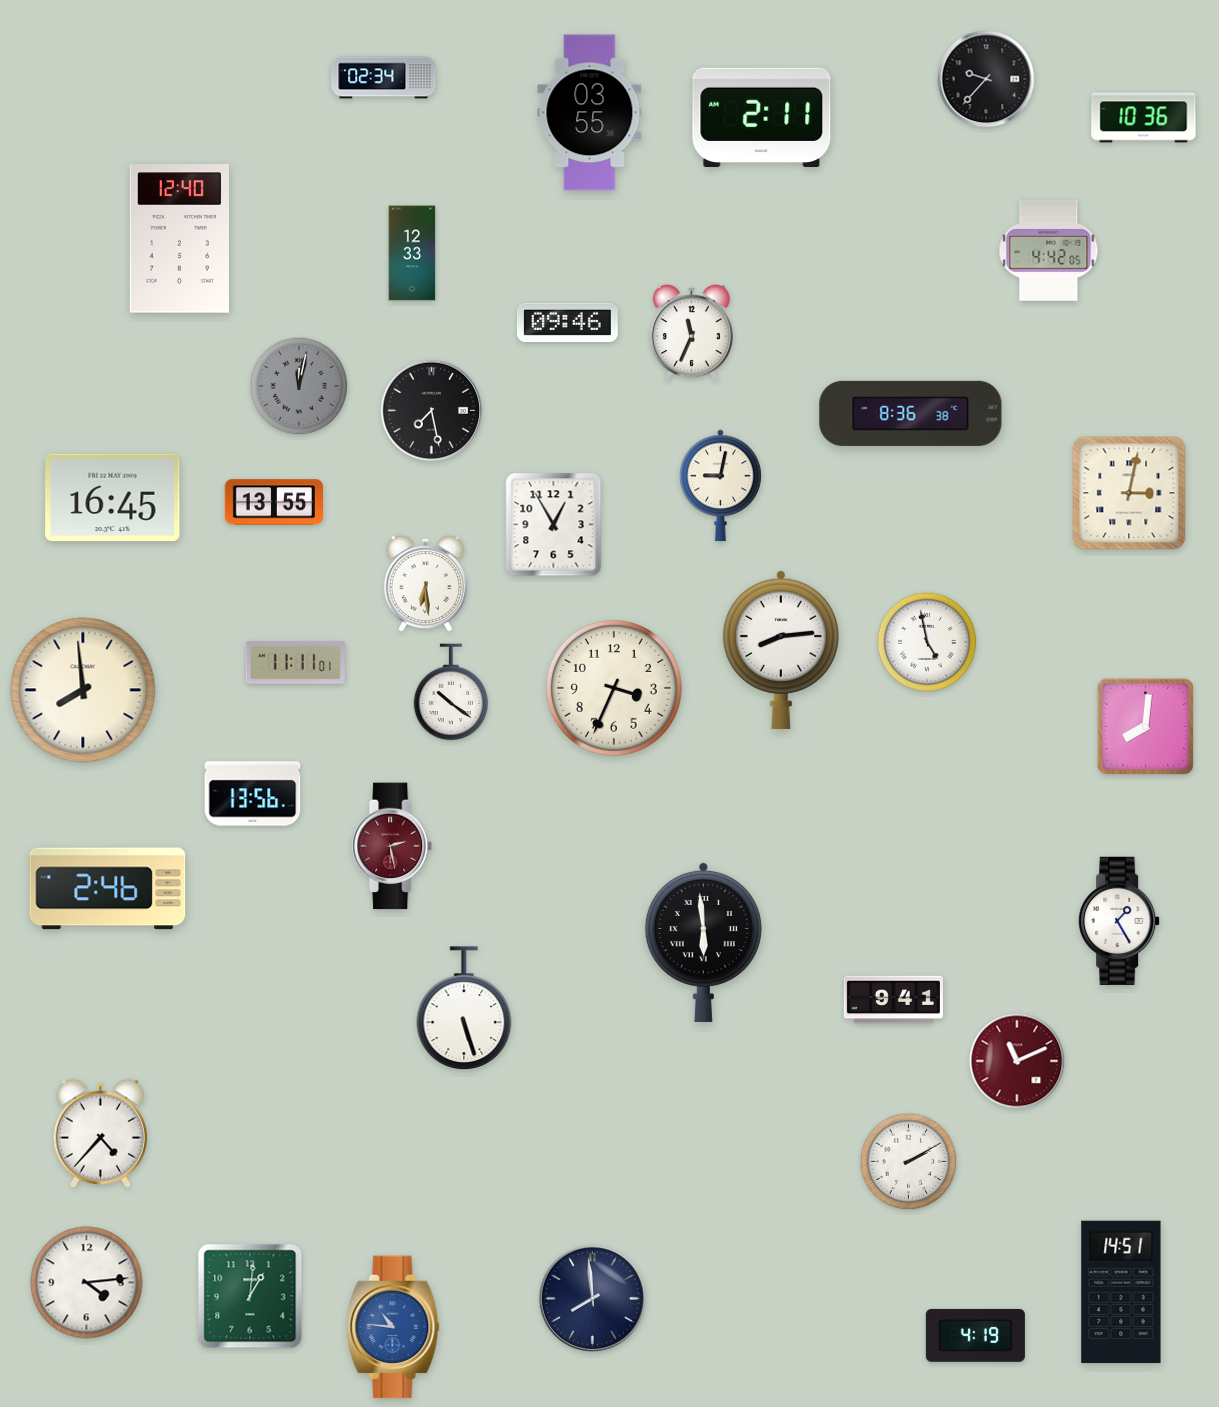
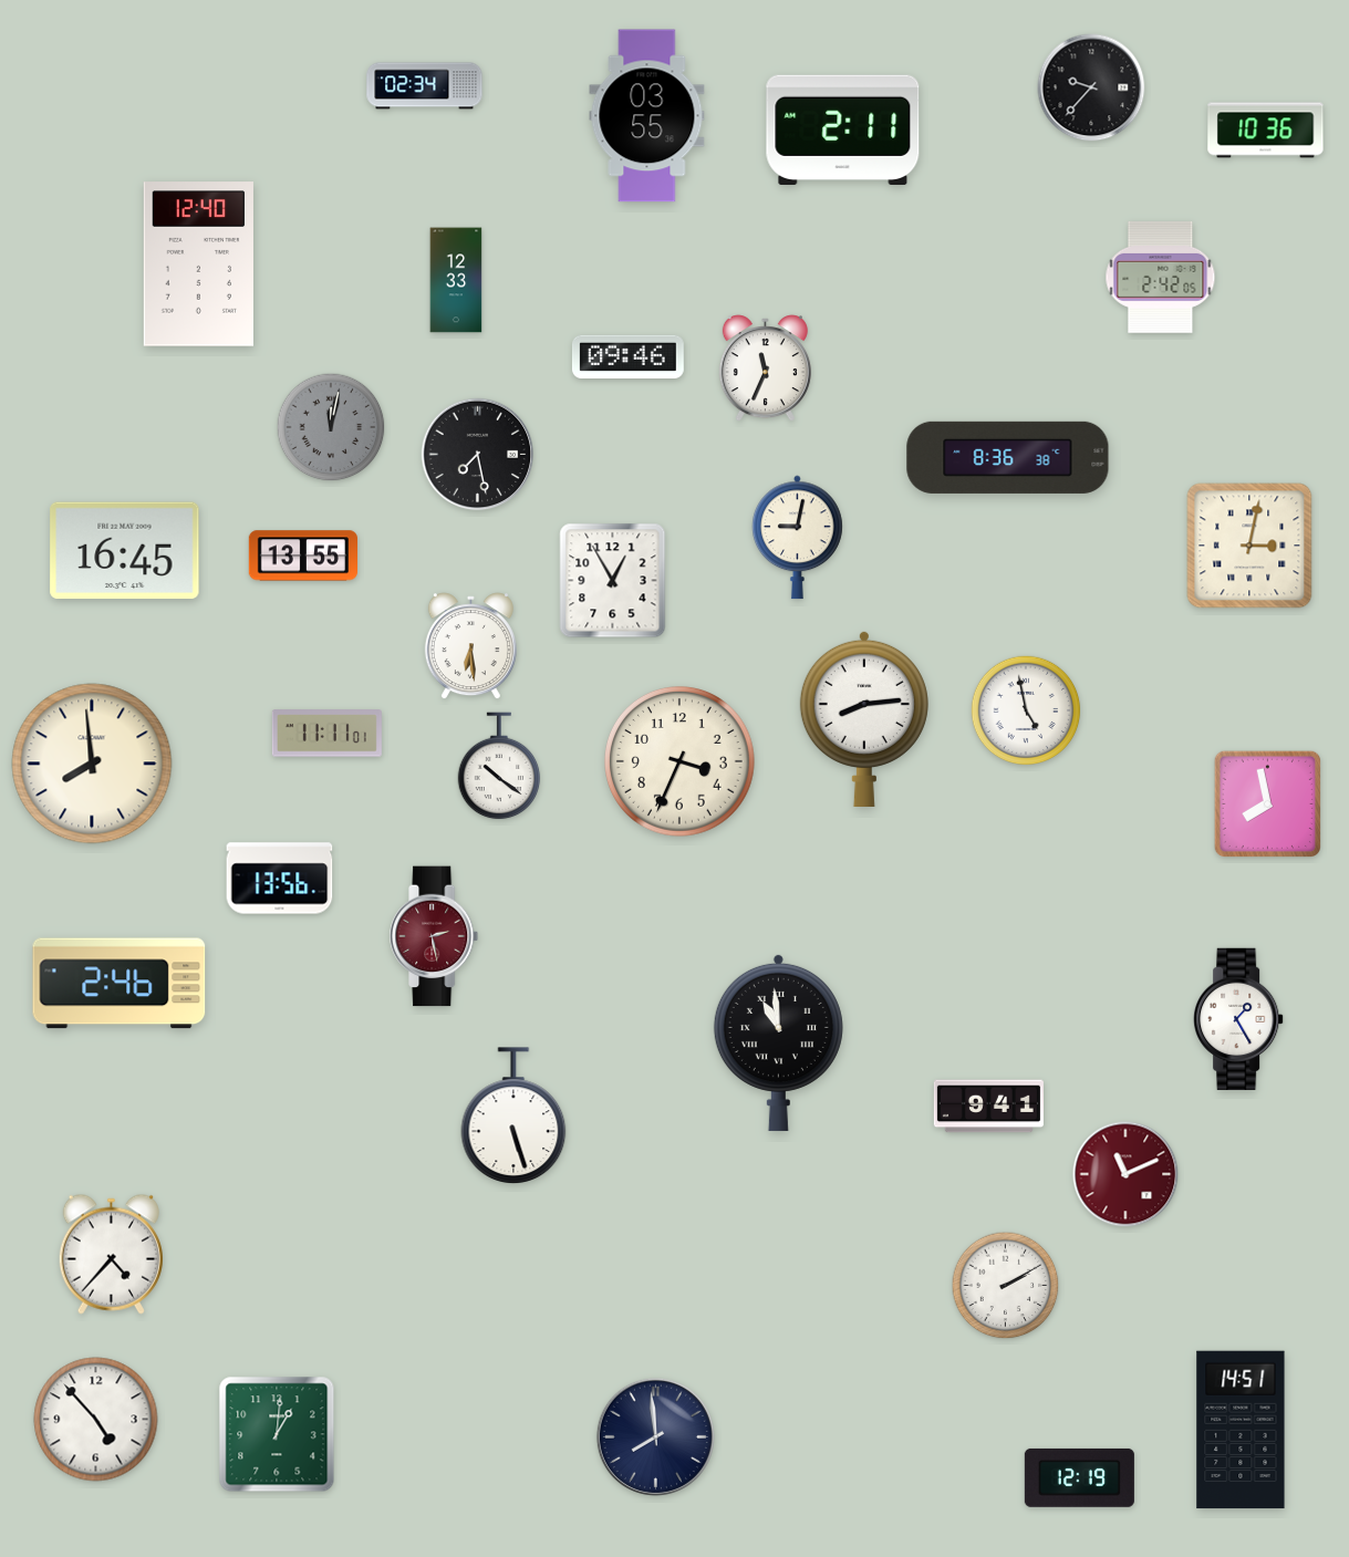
clock at (590, 113) position: (590, 113) -> (647, 116)
clock at (1049, 250): 4:42 -> 2:42
clock at (1145, 726): 8:01 -> 7:58
clock at (703, 942): 5:59 -> 10:59
clock at (87, 1283): 4:14 -> 4:53
clock at (393, 1327): 10:46 -> none
clock at (975, 1335): 4:19 -> 12:19
